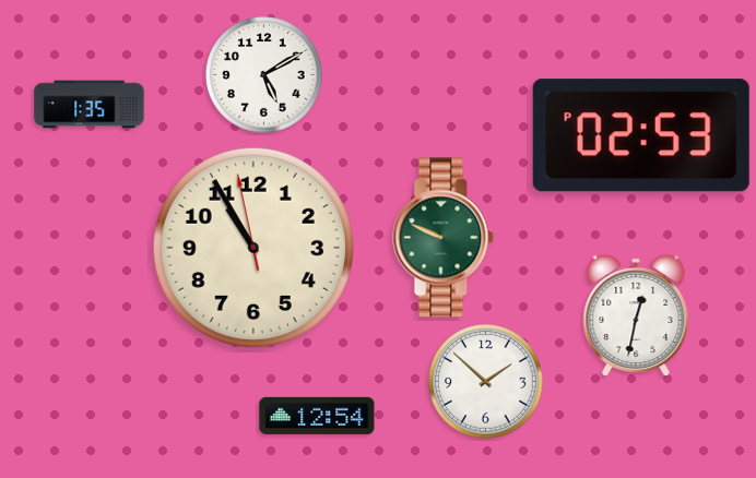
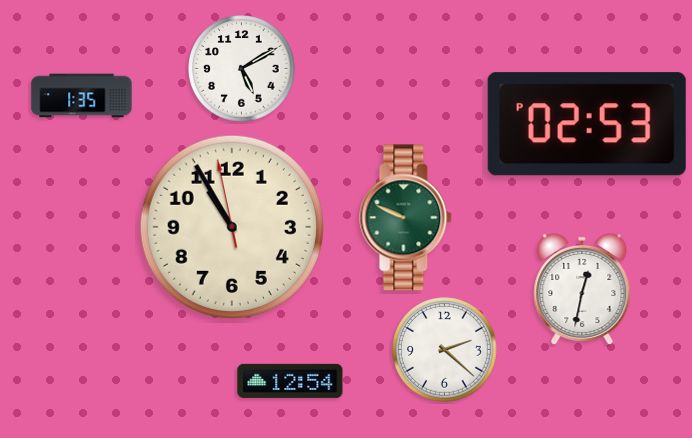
clock at (486, 382): 1:52 -> 2:22
